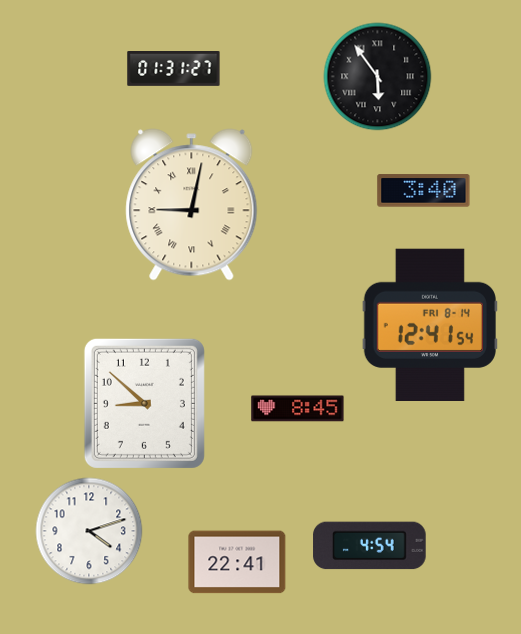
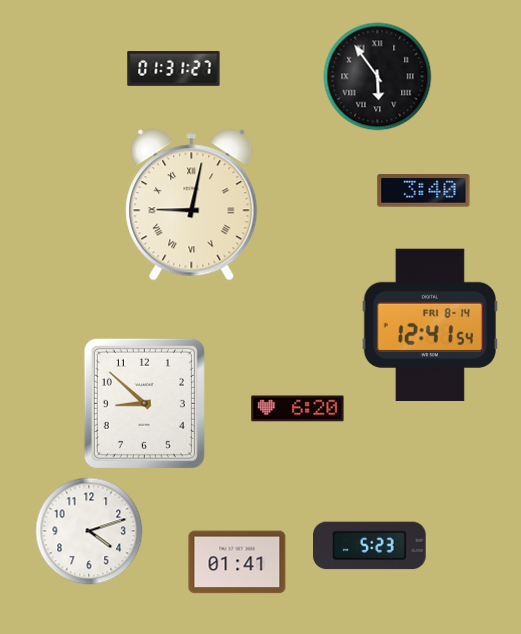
clock at (298, 409): 8:45 -> 6:20
clock at (370, 546): 4:54 -> 5:23
clock at (237, 562): 22:41 -> 01:41
